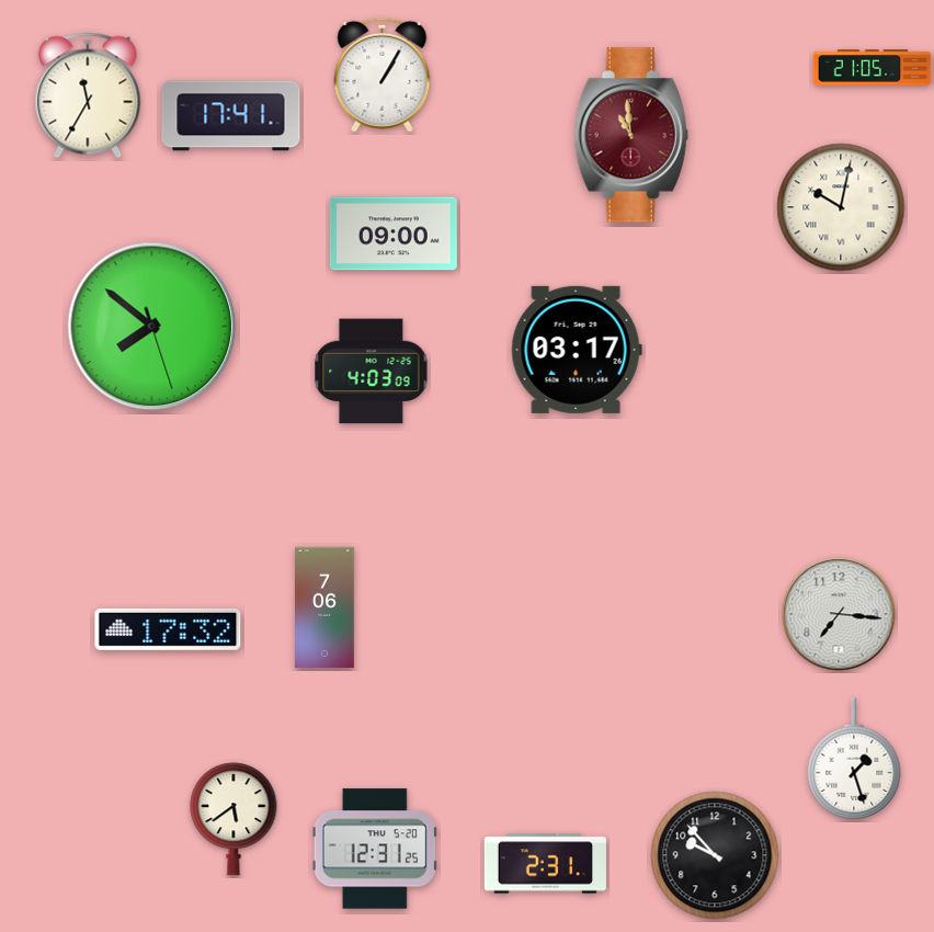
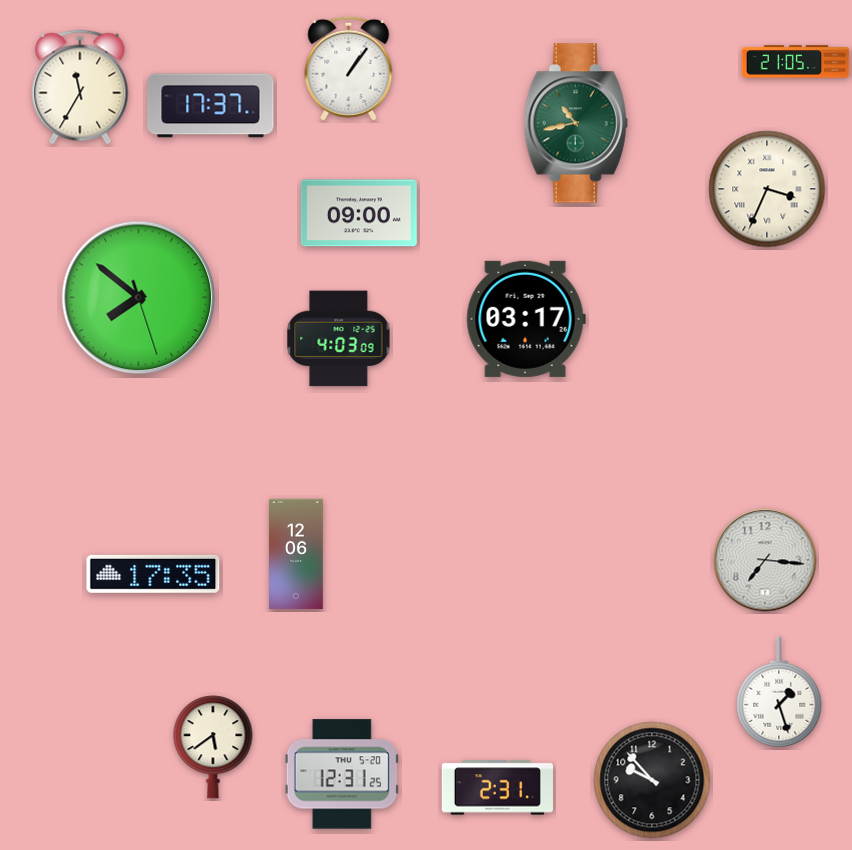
clock at (383, 75): 1:05 -> 1:06
clock at (231, 116): 17:41 -> 17:37
clock at (631, 135): 10:59 -> 10:43
clock at (631, 135) dial: burgundy -> green
clock at (841, 207): 10:02 -> 3:34
clock at (324, 607): 7:06 -> 12:06
clock at (168, 629): 17:32 -> 17:35
